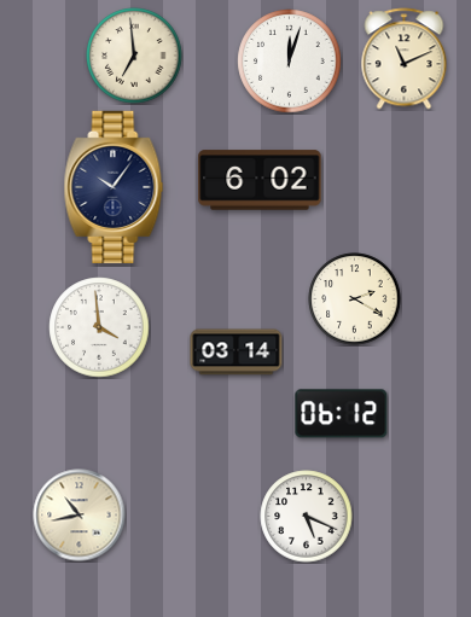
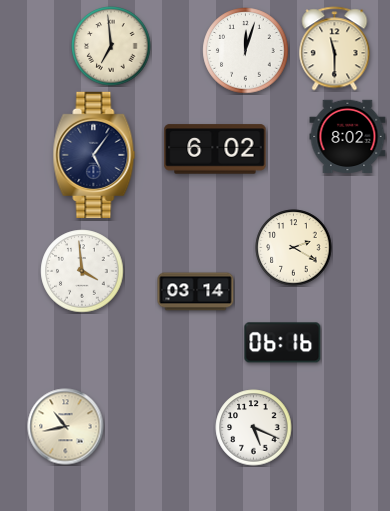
clock at (405, 59): 11:11 -> 11:30
clock at (290, 62) position: (290, 62) -> (246, 51)
clock at (348, 137): none -> 8:02
clock at (114, 187): 10:06 -> 5:06
clock at (342, 414): 06:12 -> 06:16
